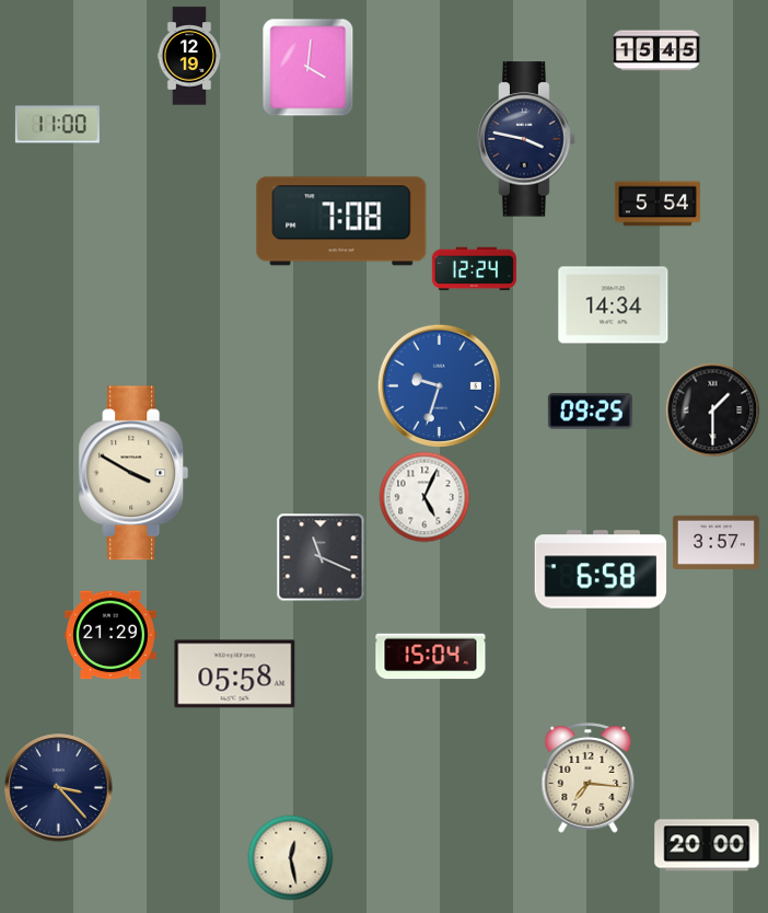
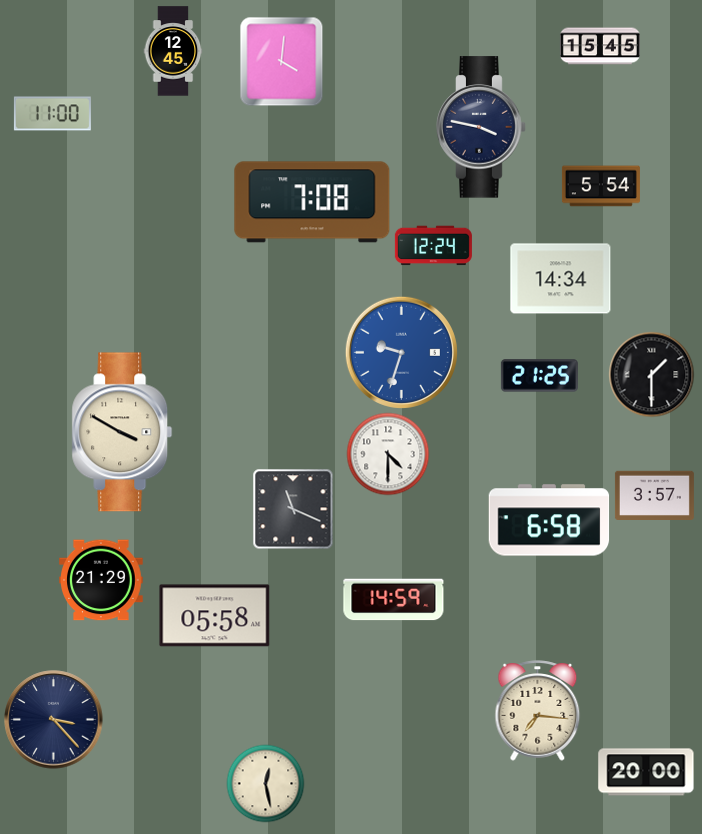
clock at (189, 56): 12:19 -> 12:45
clock at (590, 412): 09:25 -> 21:25
clock at (424, 497): 5:04 -> 4:30
clock at (431, 657): 15:04 -> 14:59
